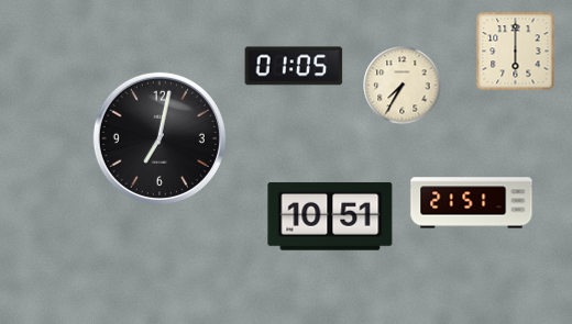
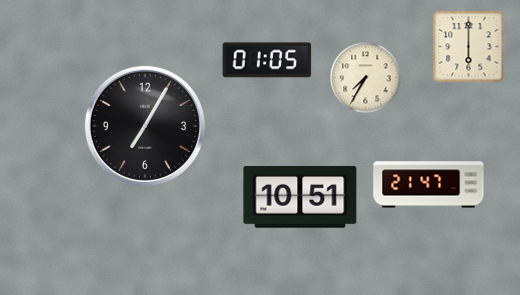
clock at (159, 138): 7:02 -> 7:05
clock at (472, 203): 21:51 -> 21:47
